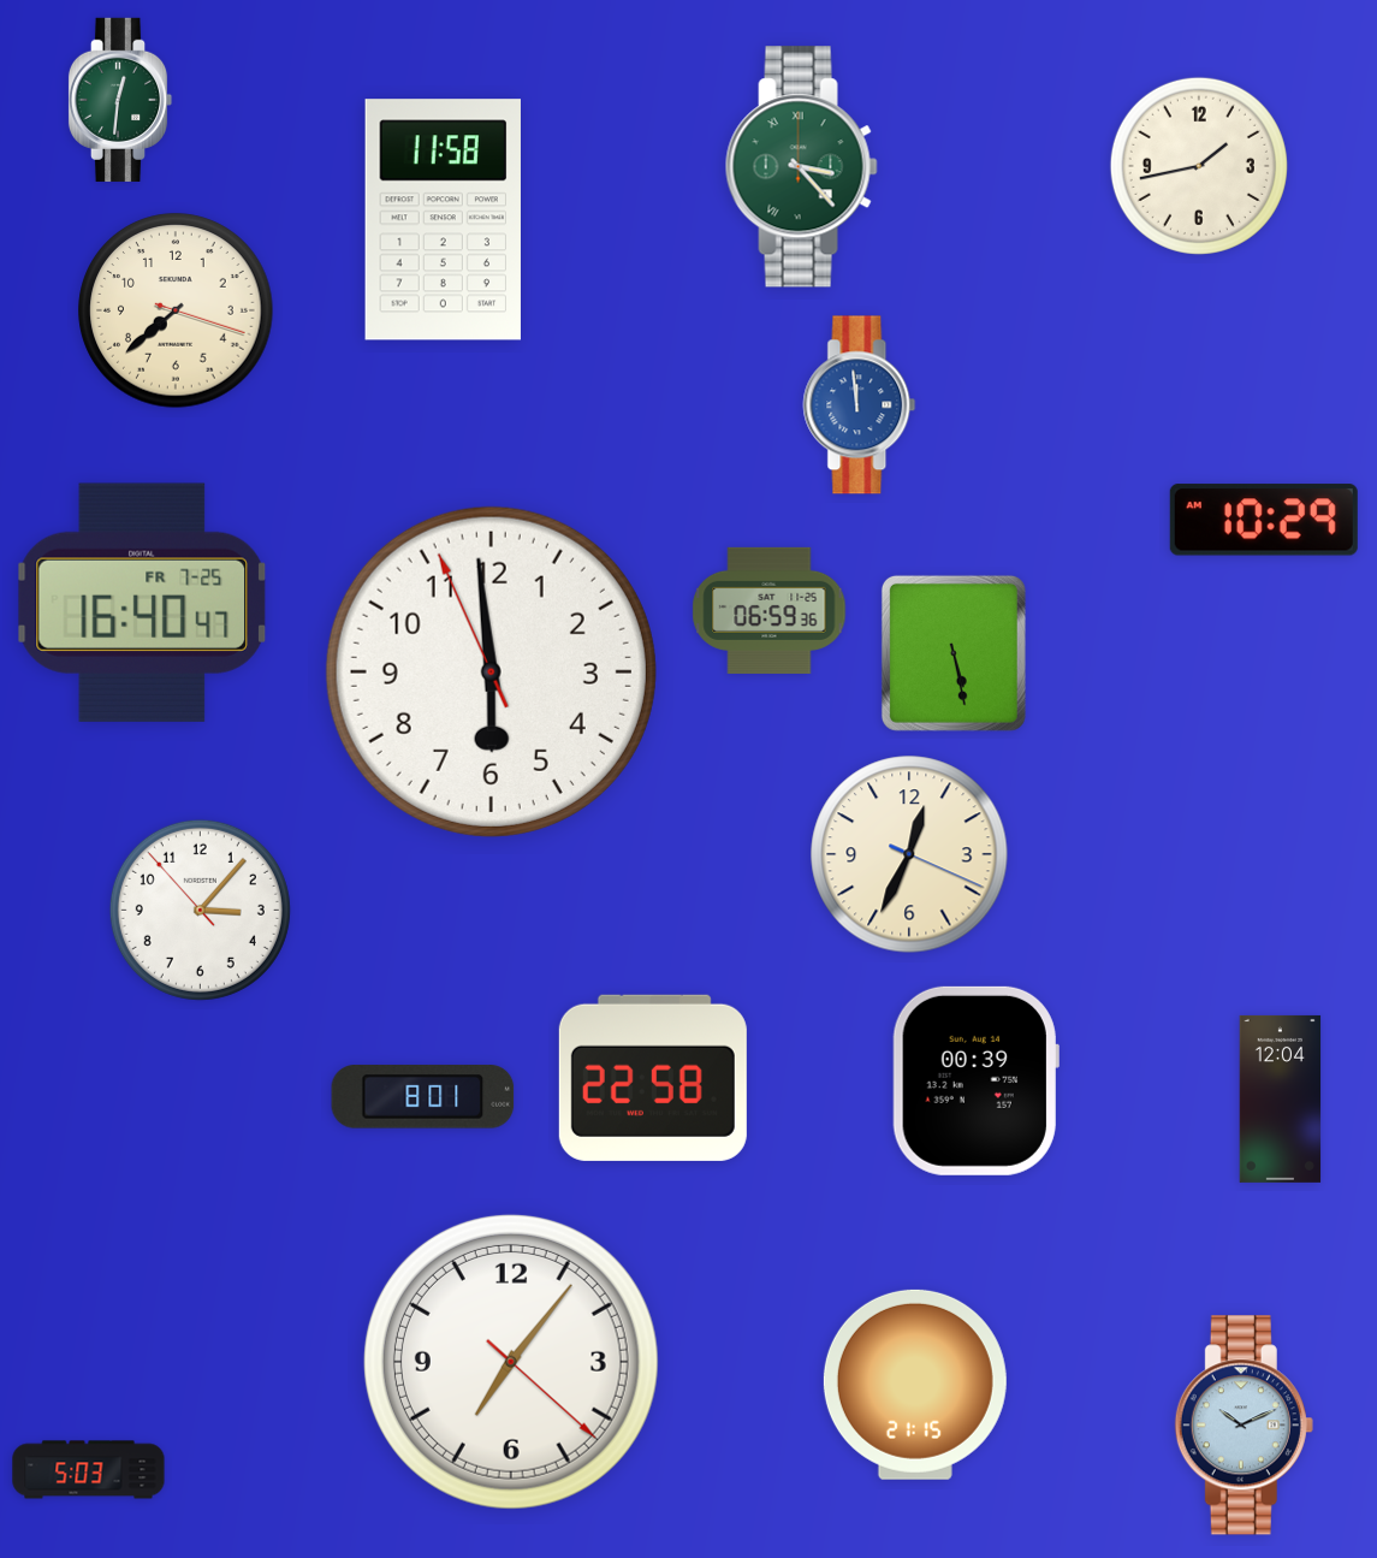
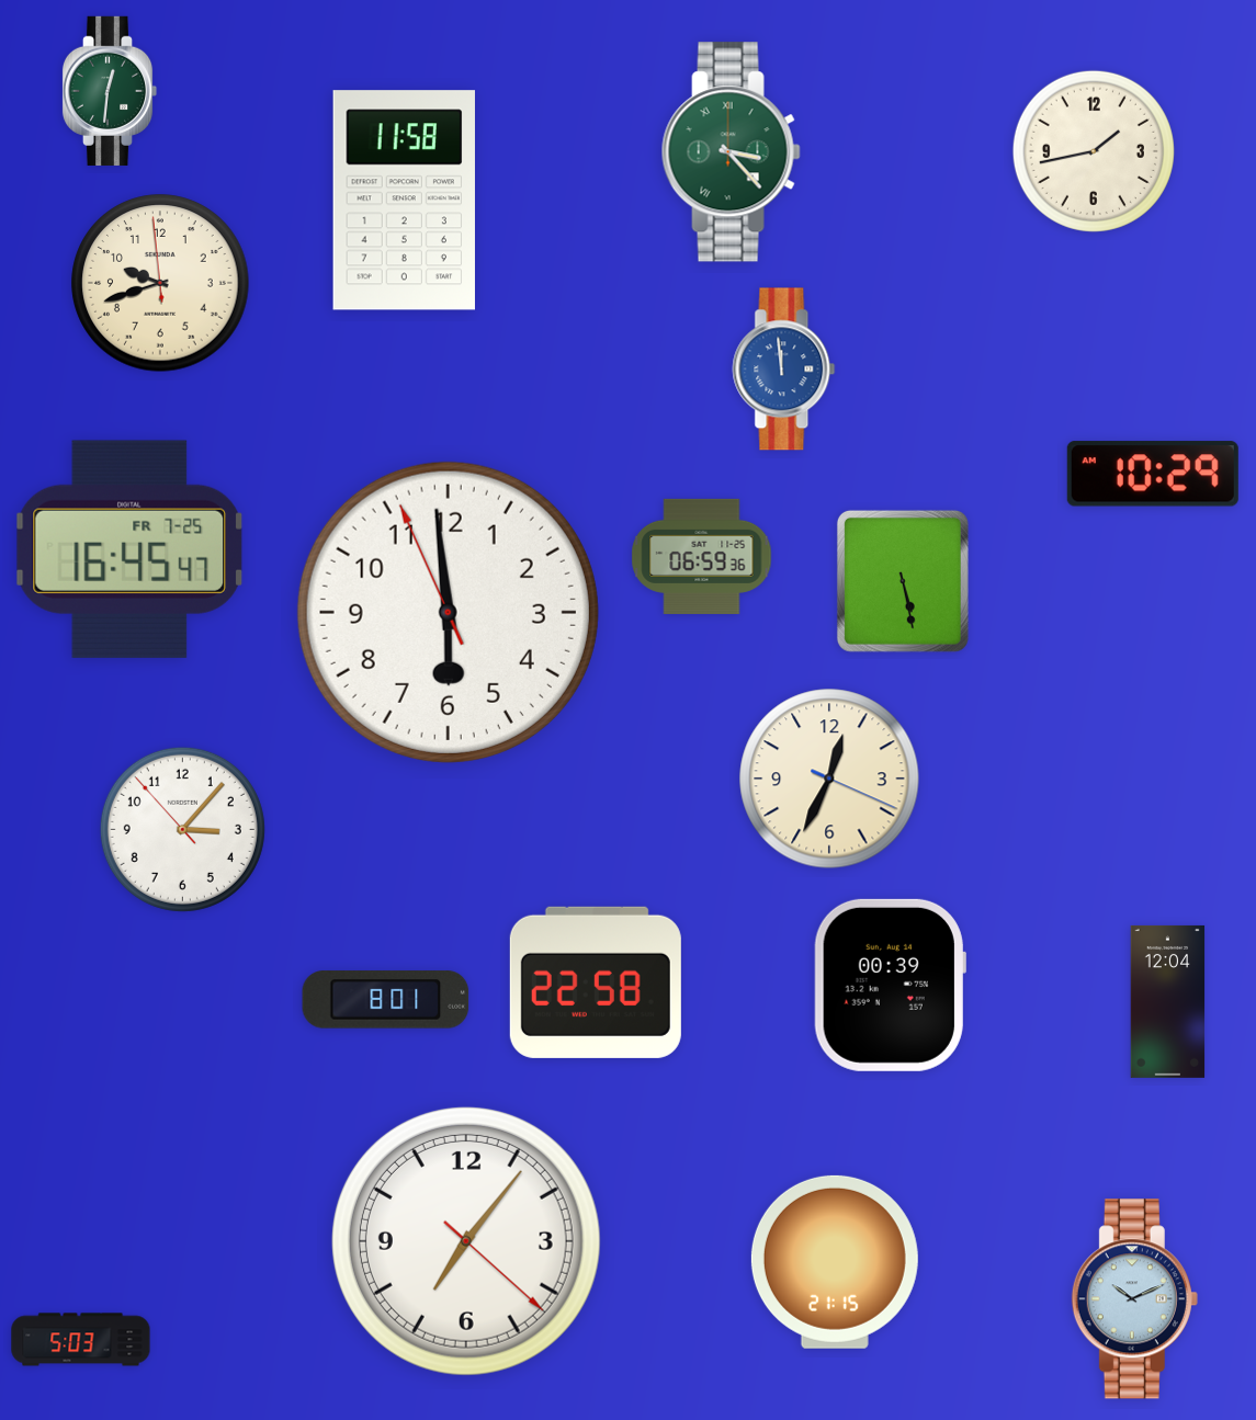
clock at (176, 310): 7:38 -> 9:41
clock at (141, 603): 16:40 -> 16:45
clock at (954, 653) position: (954, 653) -> (903, 581)
